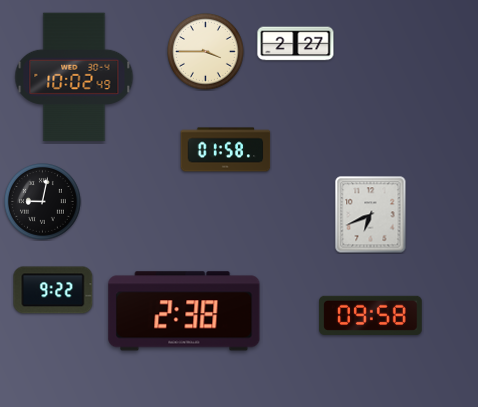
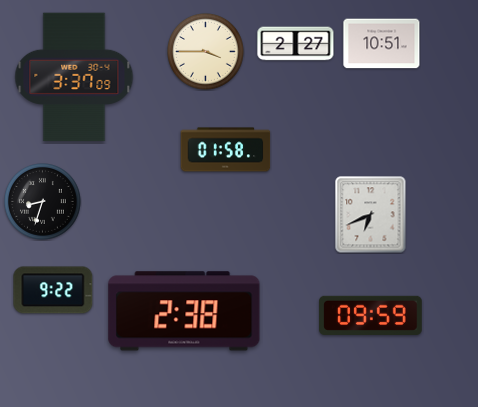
clock at (382, 44): none -> 10:51
clock at (74, 77): 10:02 -> 3:37
clock at (43, 202): 9:02 -> 8:33
clock at (371, 315): 09:58 -> 09:59
